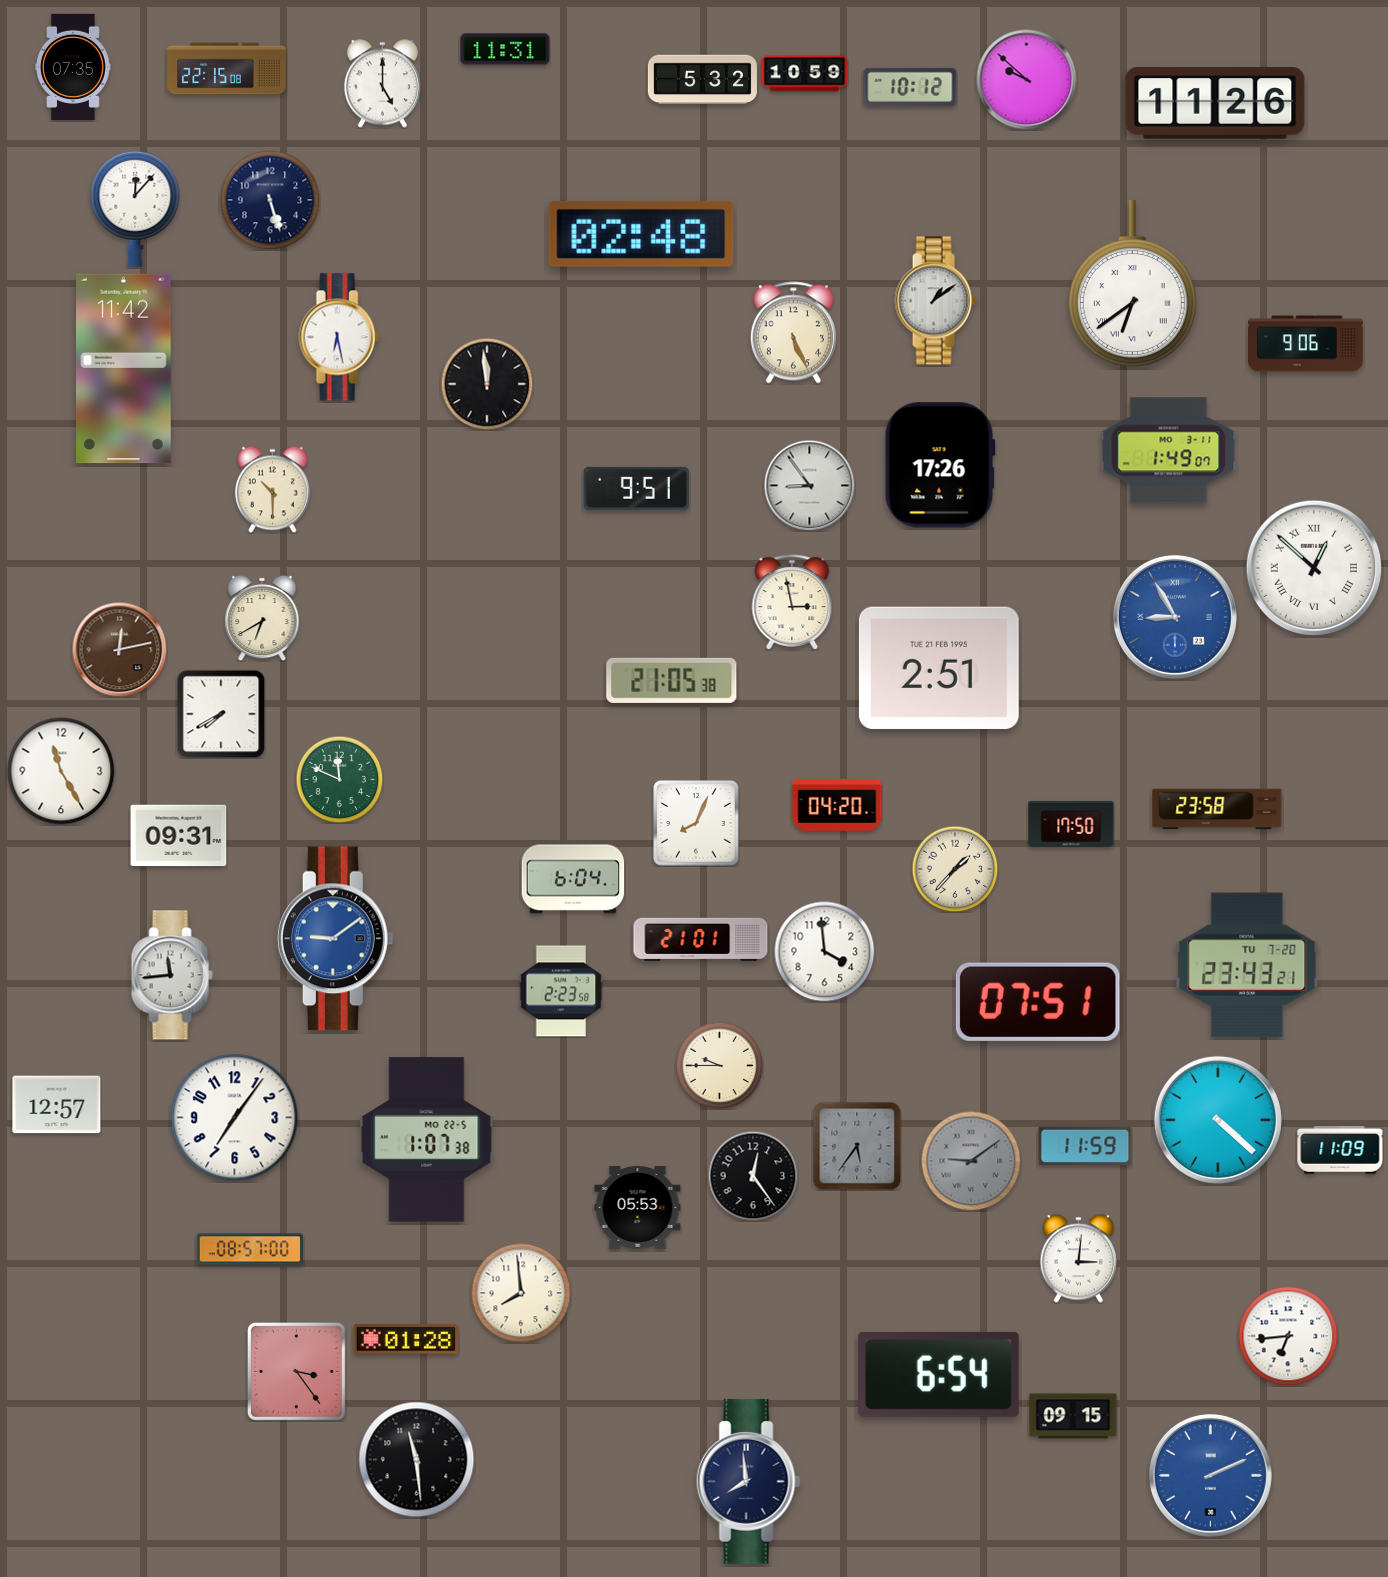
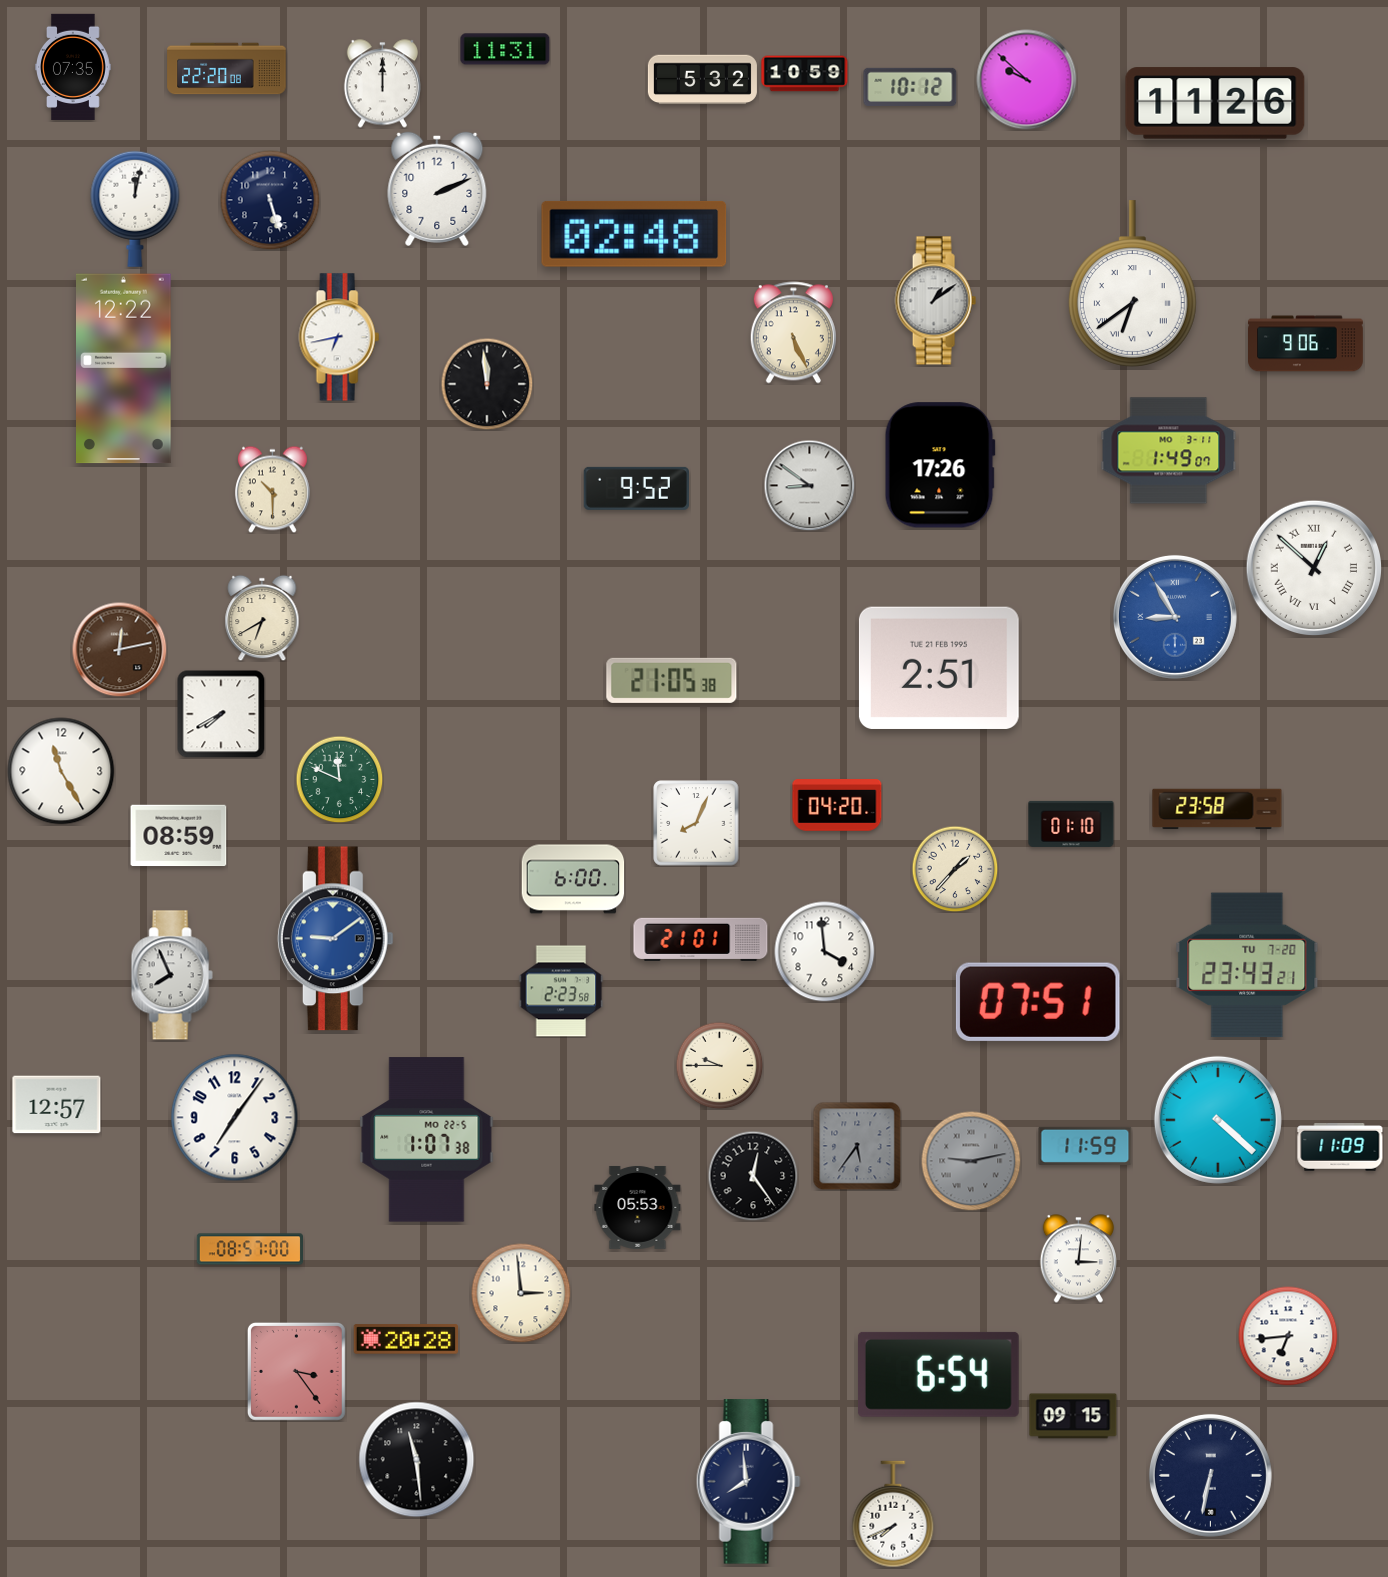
clock at (227, 69): 22:15 -> 22:20
clock at (382, 84): 5:00 -> 12:00
clock at (437, 189): none -> 2:11
clock at (135, 209): 12:07 -> 12:02
clock at (641, 234) position: (641, 234) -> (634, 234)
clock at (339, 337): 6:28 -> 6:43
clock at (124, 369): 11:42 -> 12:22
clock at (809, 485): 8:54 -> 8:51
clock at (636, 488): 9:51 -> 9:52
clock at (792, 602): 2:58 -> none
clock at (1071, 824): 17:50 -> 01:10
clock at (179, 836): 09:31 -> 08:59
clock at (573, 879): 6:04 -> 6:00
clock at (172, 975): 11:44 -> 7:56
clock at (1340, 1151) position: (1340, 1151) -> (1340, 1148)
clock at (971, 1161): 9:09 -> 9:13
clock at (521, 1293): 7:59 -> 2:59
clock at (405, 1339): 01:28 -> 20:28
clock at (1210, 1475): 2:11 -> 6:32
clock at (1210, 1475) dial: blue -> navy
clock at (893, 1514): none -> 7:41
